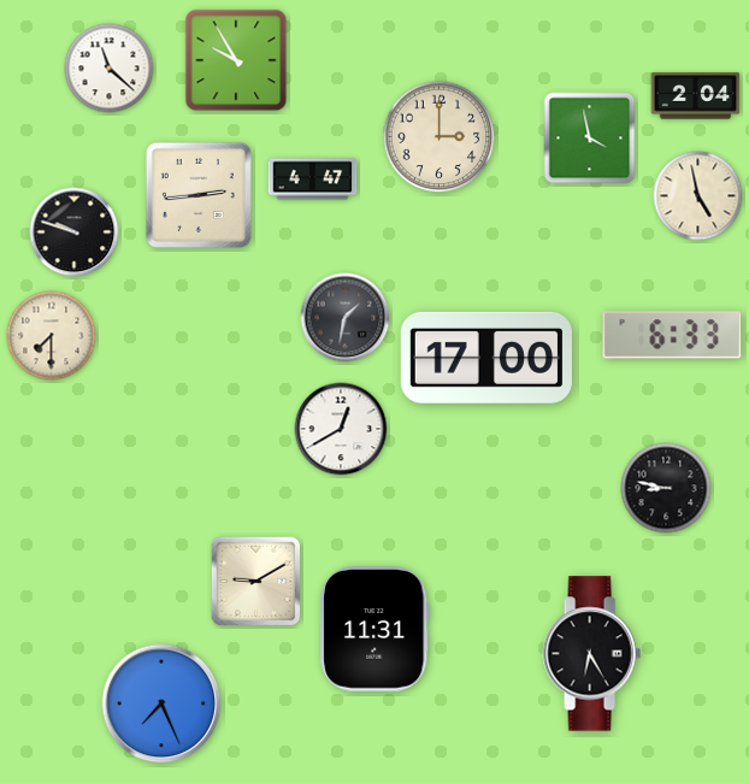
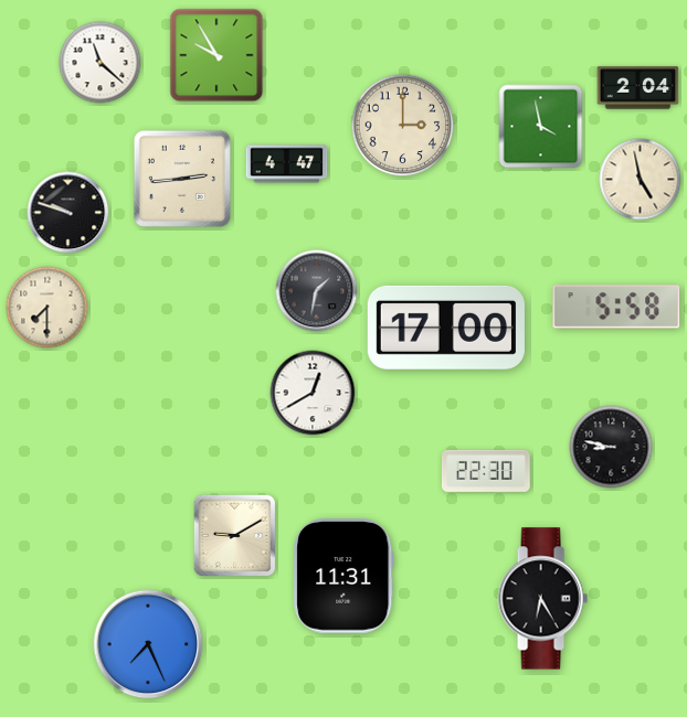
clock at (672, 335): 6:33 -> 5:58
clock at (486, 471): none -> 22:30
clock at (256, 582) position: (256, 582) -> (235, 536)
